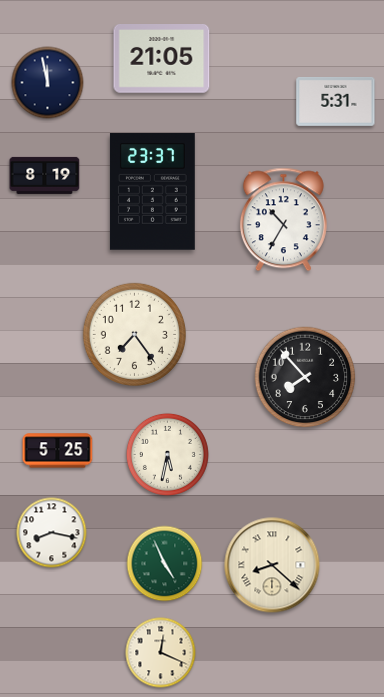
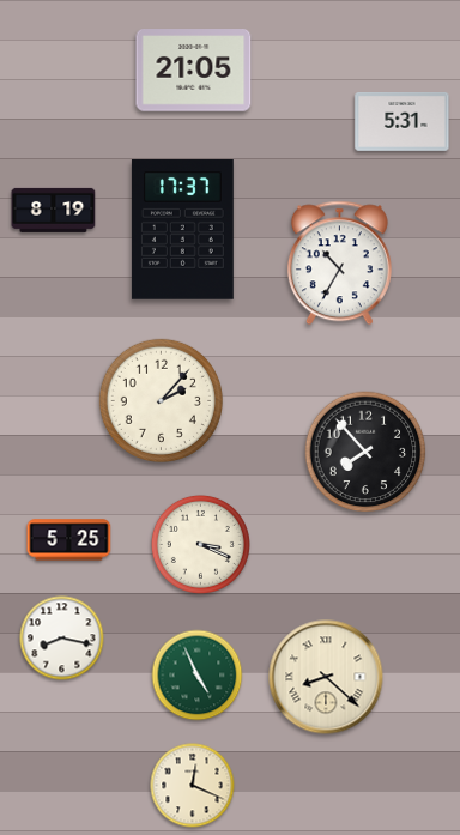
clock at (48, 83): 11:58 -> none
clock at (152, 192): 23:37 -> 17:37
clock at (134, 334): 7:24 -> 2:07
clock at (167, 454): 5:32 -> 3:19
clock at (161, 653) position: (161, 653) -> (193, 786)
